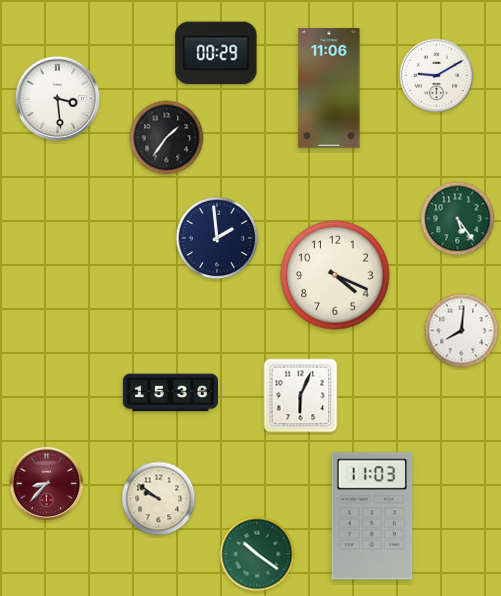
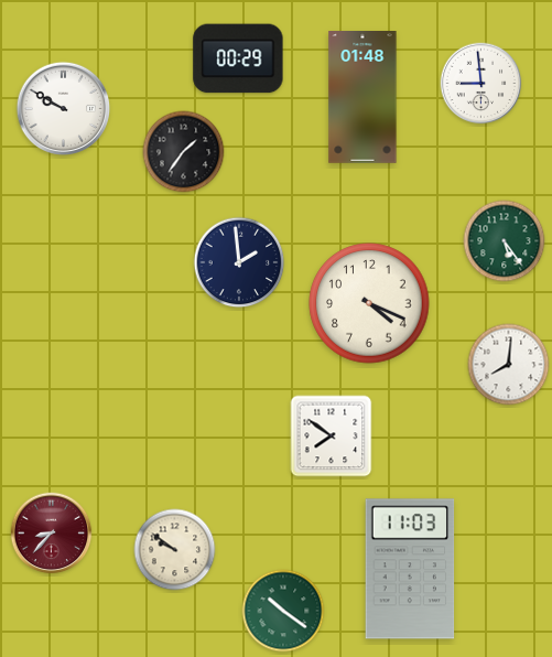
clock at (437, 76): 9:10 -> 8:59
clock at (329, 88): 11:06 -> 01:48
clock at (58, 99): 3:29 -> 9:50
clock at (170, 393): 15:36 -> none
clock at (301, 396): 6:04 -> 7:51
